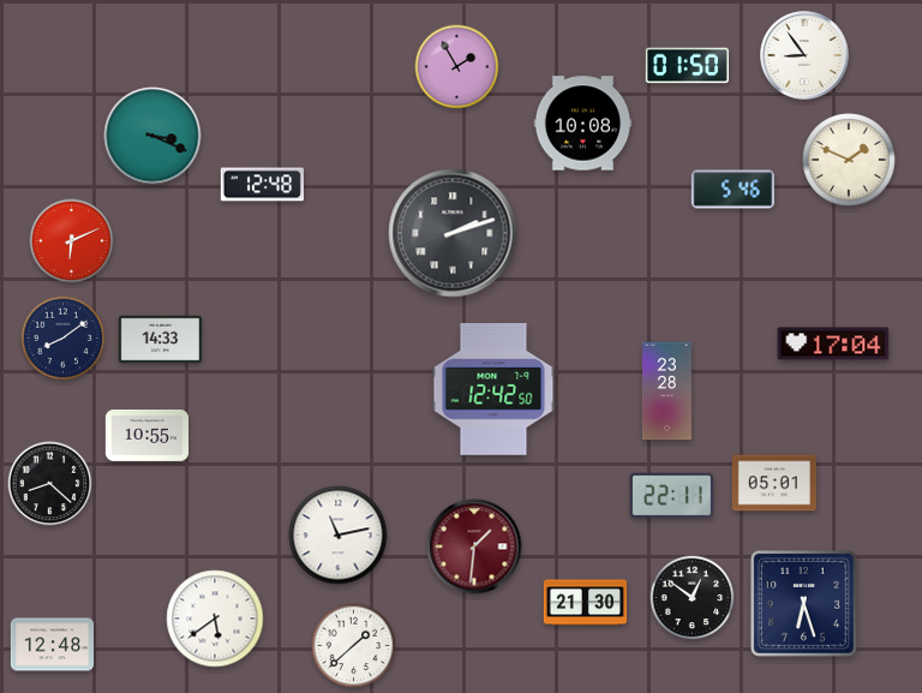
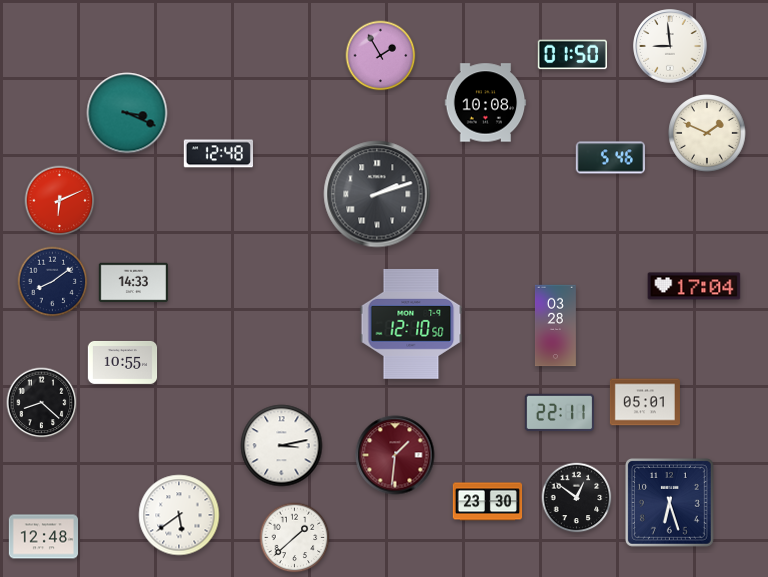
clock at (804, 55): 8:54 -> 8:59
clock at (493, 389): 12:42 -> 12:10
clock at (666, 392): 23:28 -> 03:28
clock at (339, 536): 11:13 -> 3:13
clock at (586, 603): 21:30 -> 23:30
